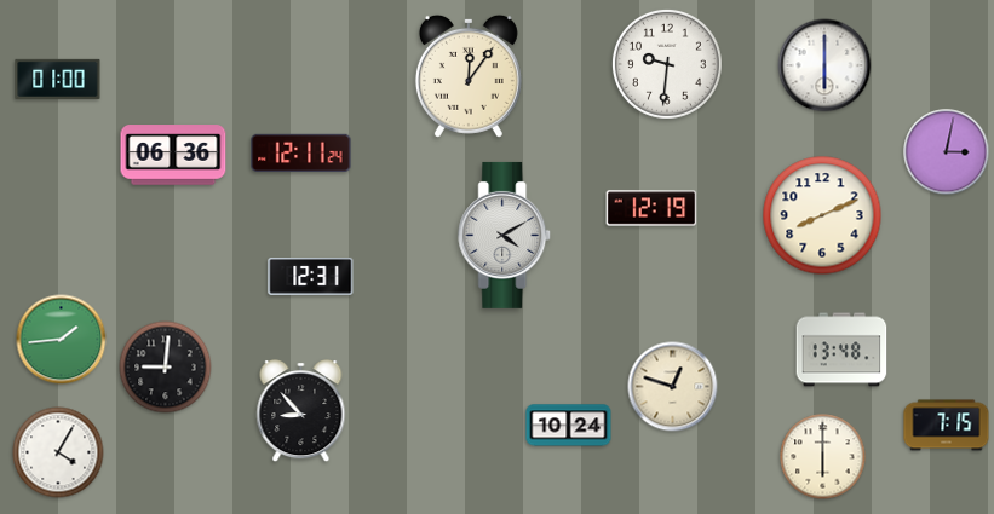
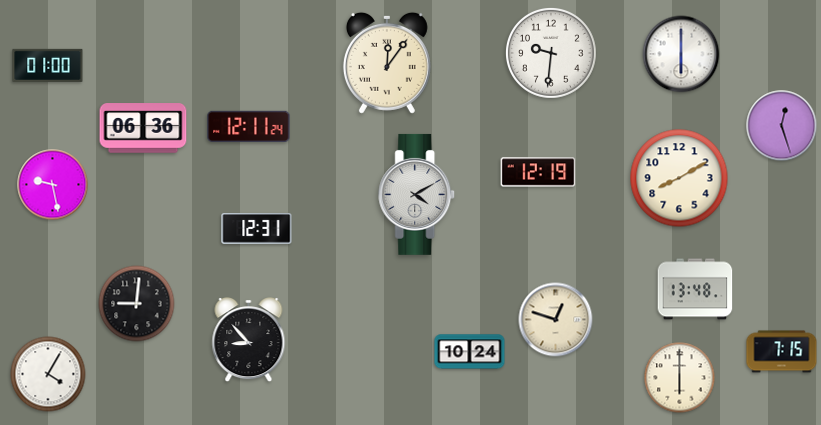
clock at (947, 152): 3:02 -> 12:27
clock at (822, 215): 8:11 -> 8:10
clock at (53, 185): none -> 9:28
clock at (62, 340): 1:44 -> none
